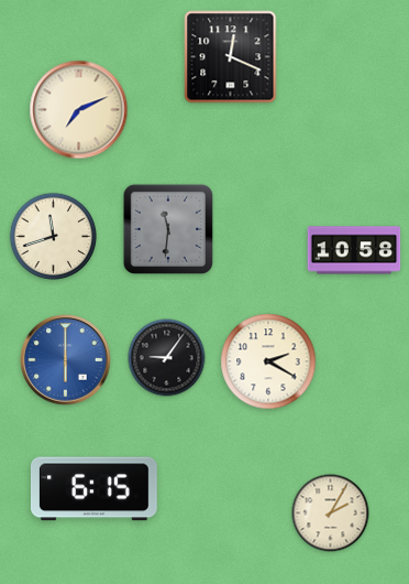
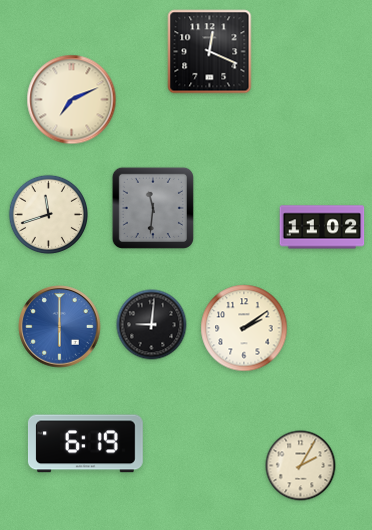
clock at (354, 250): 10:58 -> 11:02
clock at (167, 358): 9:06 -> 9:01
clock at (268, 361): 2:20 -> 2:09
clock at (95, 489): 6:15 -> 6:19
